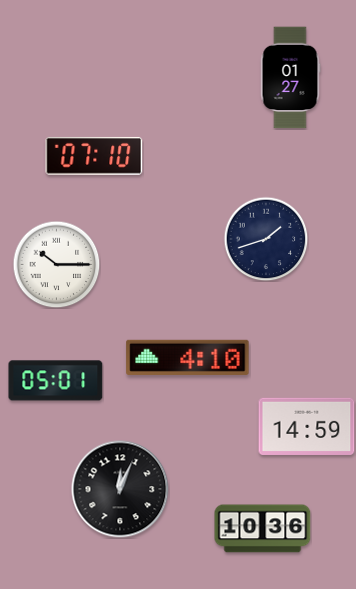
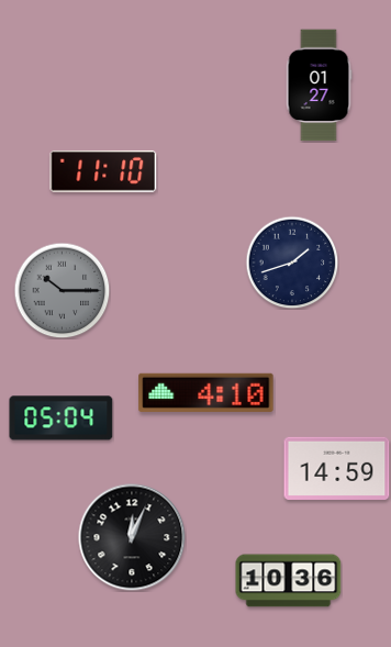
clock at (94, 156): 07:10 -> 11:10
clock at (56, 264) dial: white -> grey
clock at (56, 381): 05:01 -> 05:04
